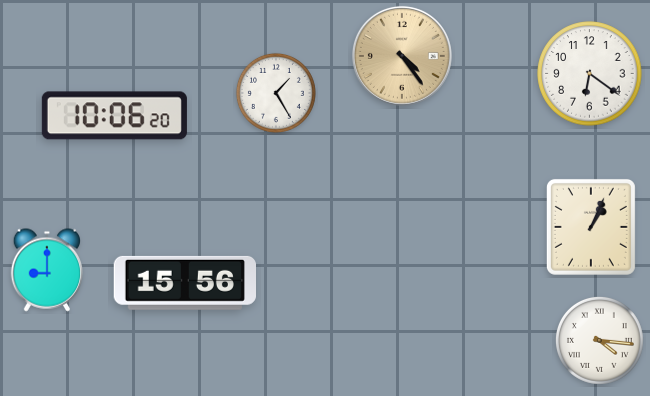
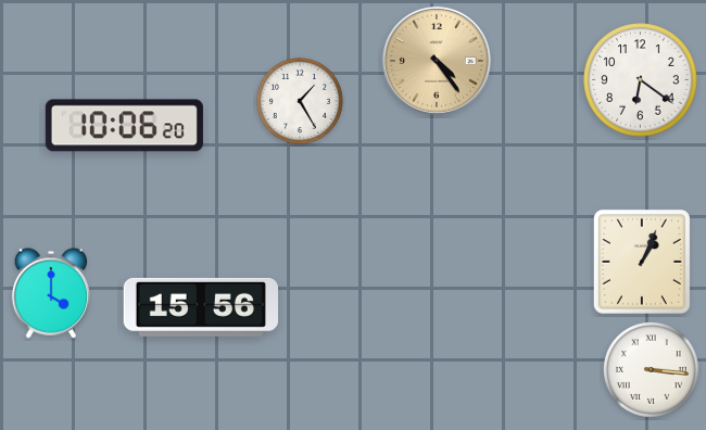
clock at (591, 227) position: (591, 227) -> (642, 262)
clock at (47, 270): 9:00 -> 4:00
clock at (599, 340): 4:16 -> 3:16
